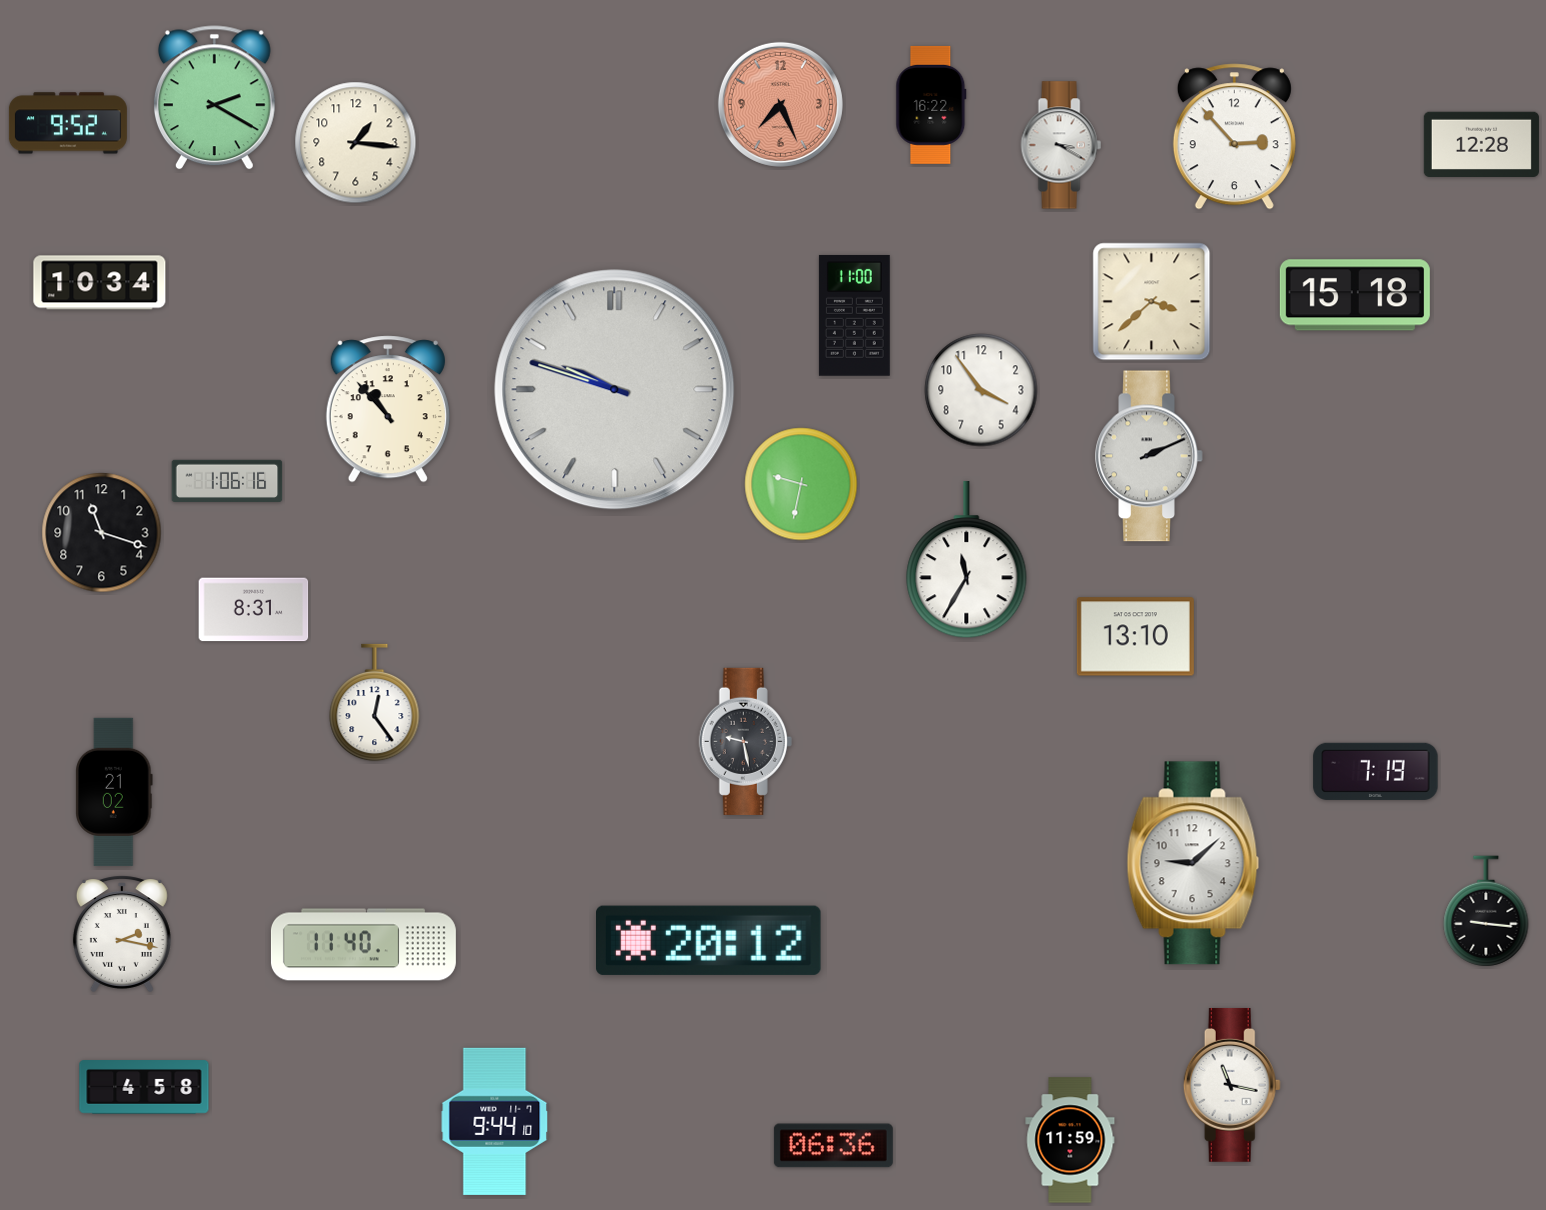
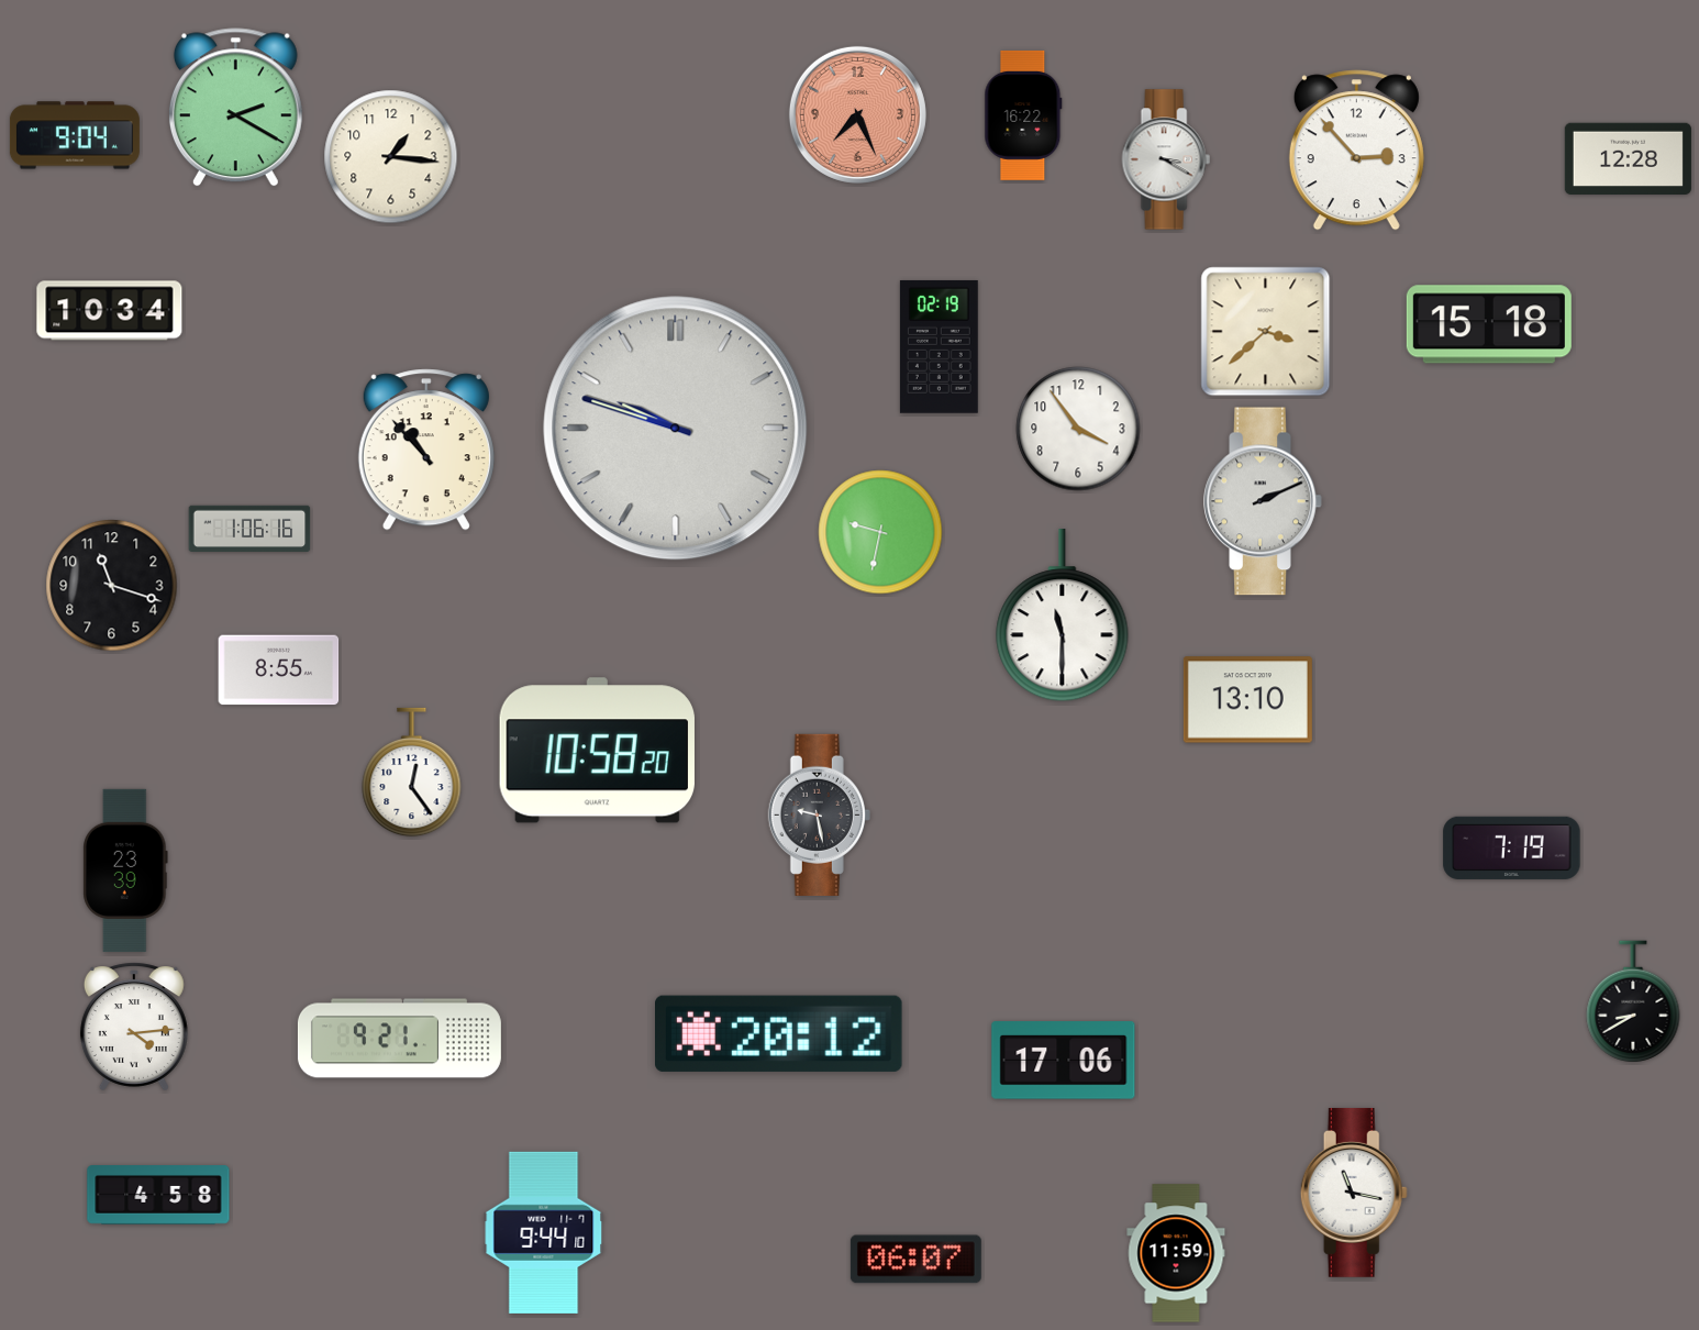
clock at (68, 123): 9:52 -> 9:04
clock at (854, 315): 11:00 -> 02:19
clock at (967, 560): 11:35 -> 11:30
clock at (254, 610): 8:31 -> 8:55
clock at (597, 751): none -> 10:58
clock at (114, 792): 21:02 -> 23:39
clock at (1193, 863): 9:08 -> none
clock at (1486, 911): 9:16 -> 8:40
clock at (122, 934): 2:17 -> 4:14
clock at (363, 945): 11:40 -> 9:21
clock at (1064, 1061): none -> 17:06
clock at (833, 1146): 06:36 -> 06:07
